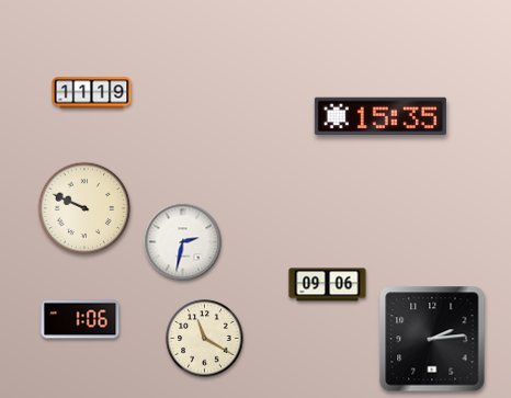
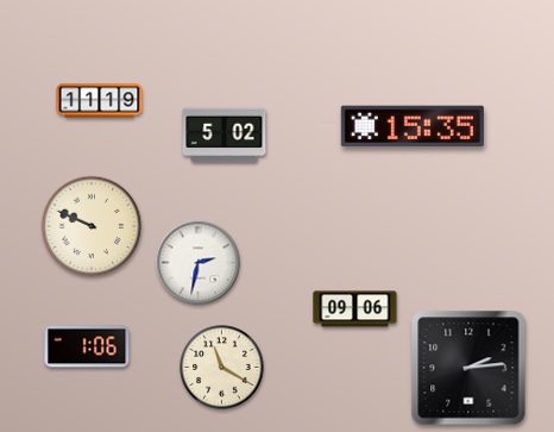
clock at (225, 136): none -> 5:02
